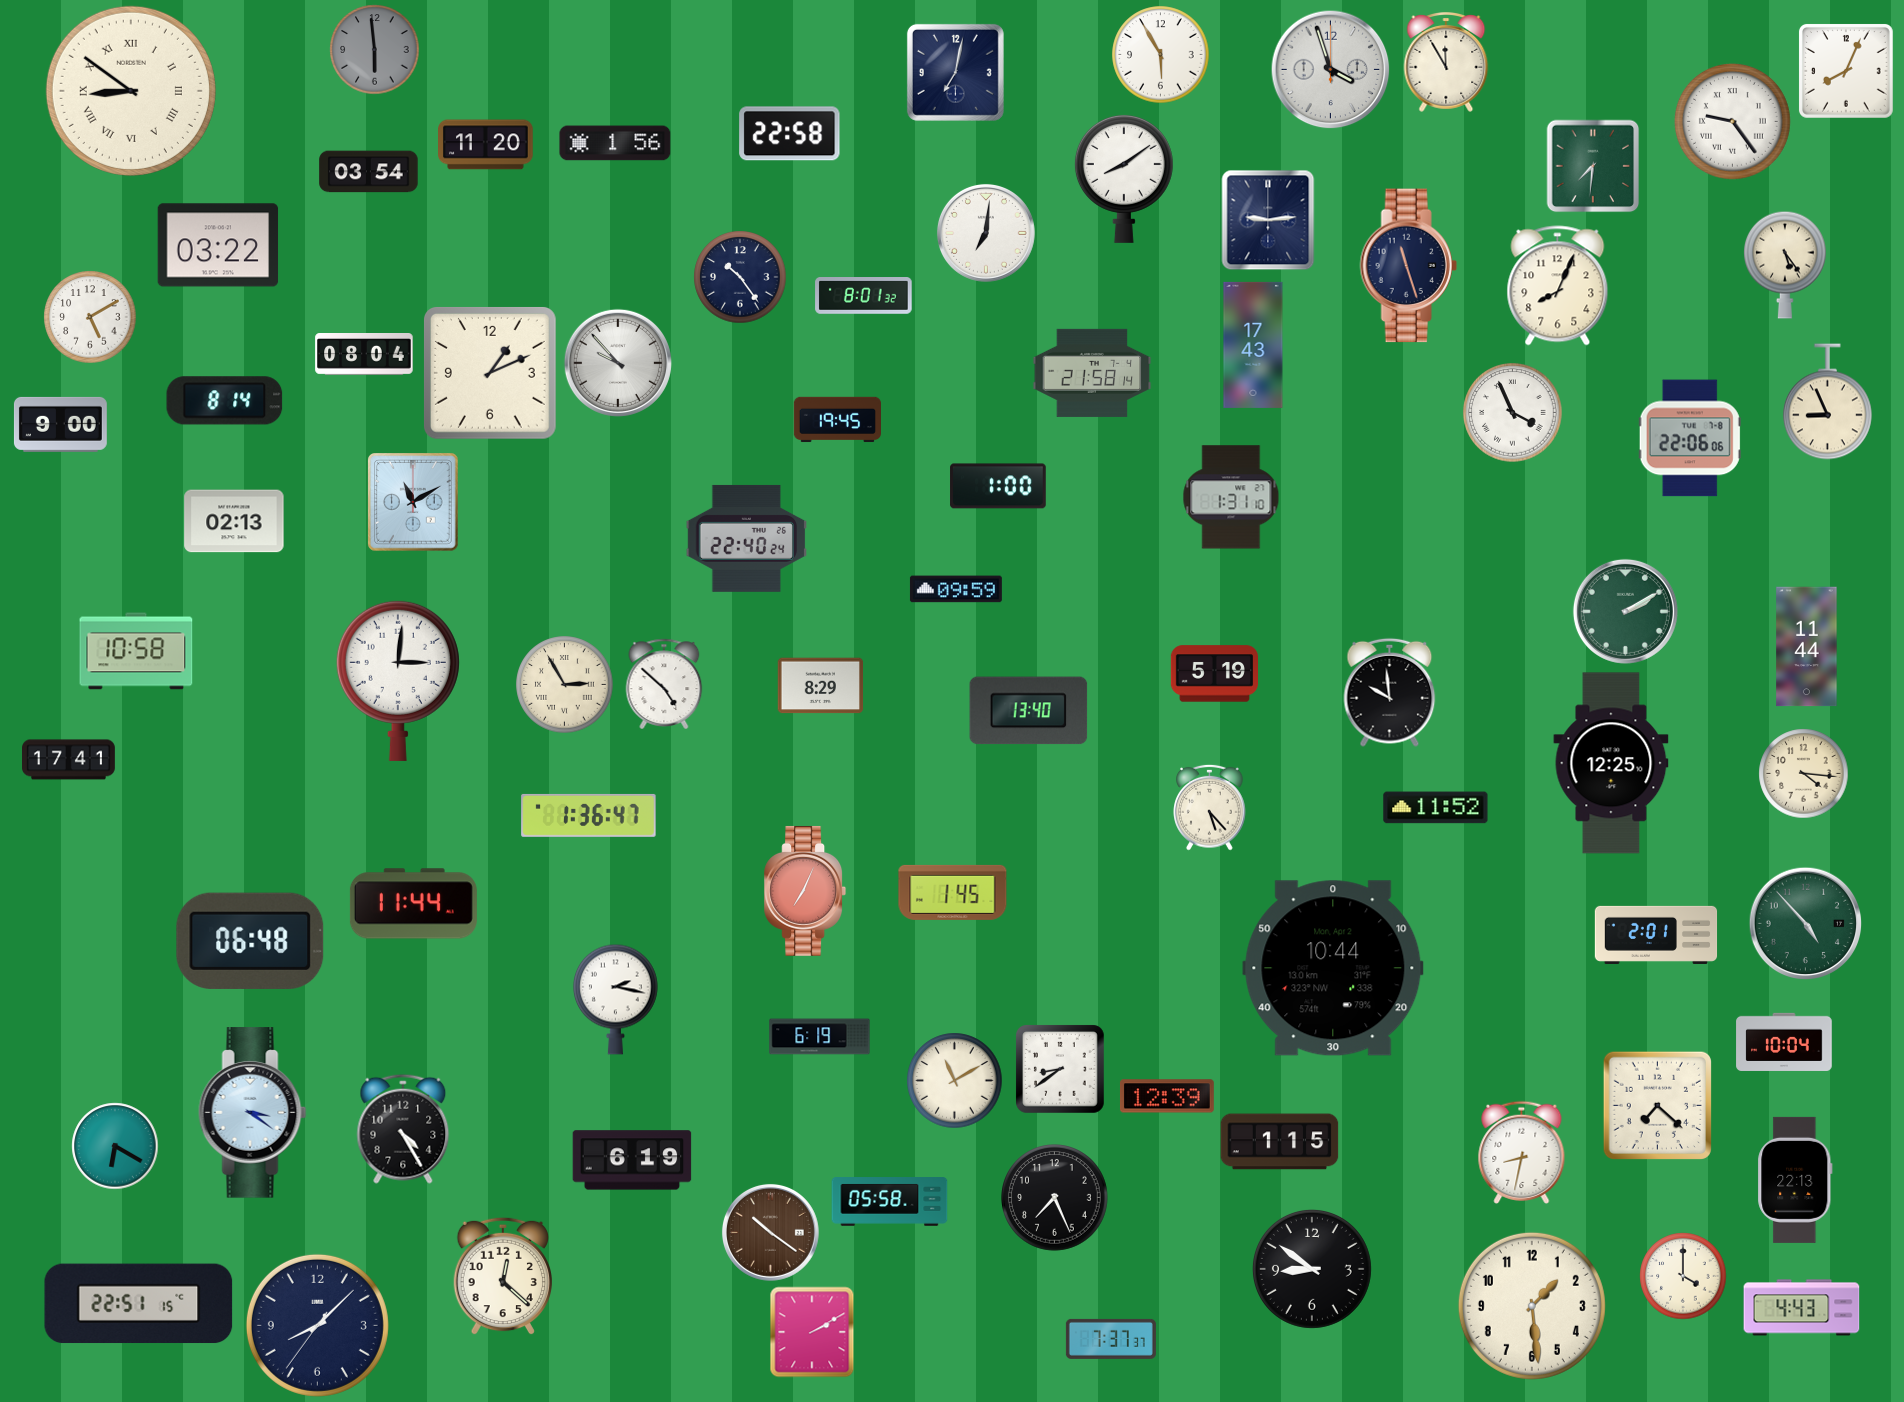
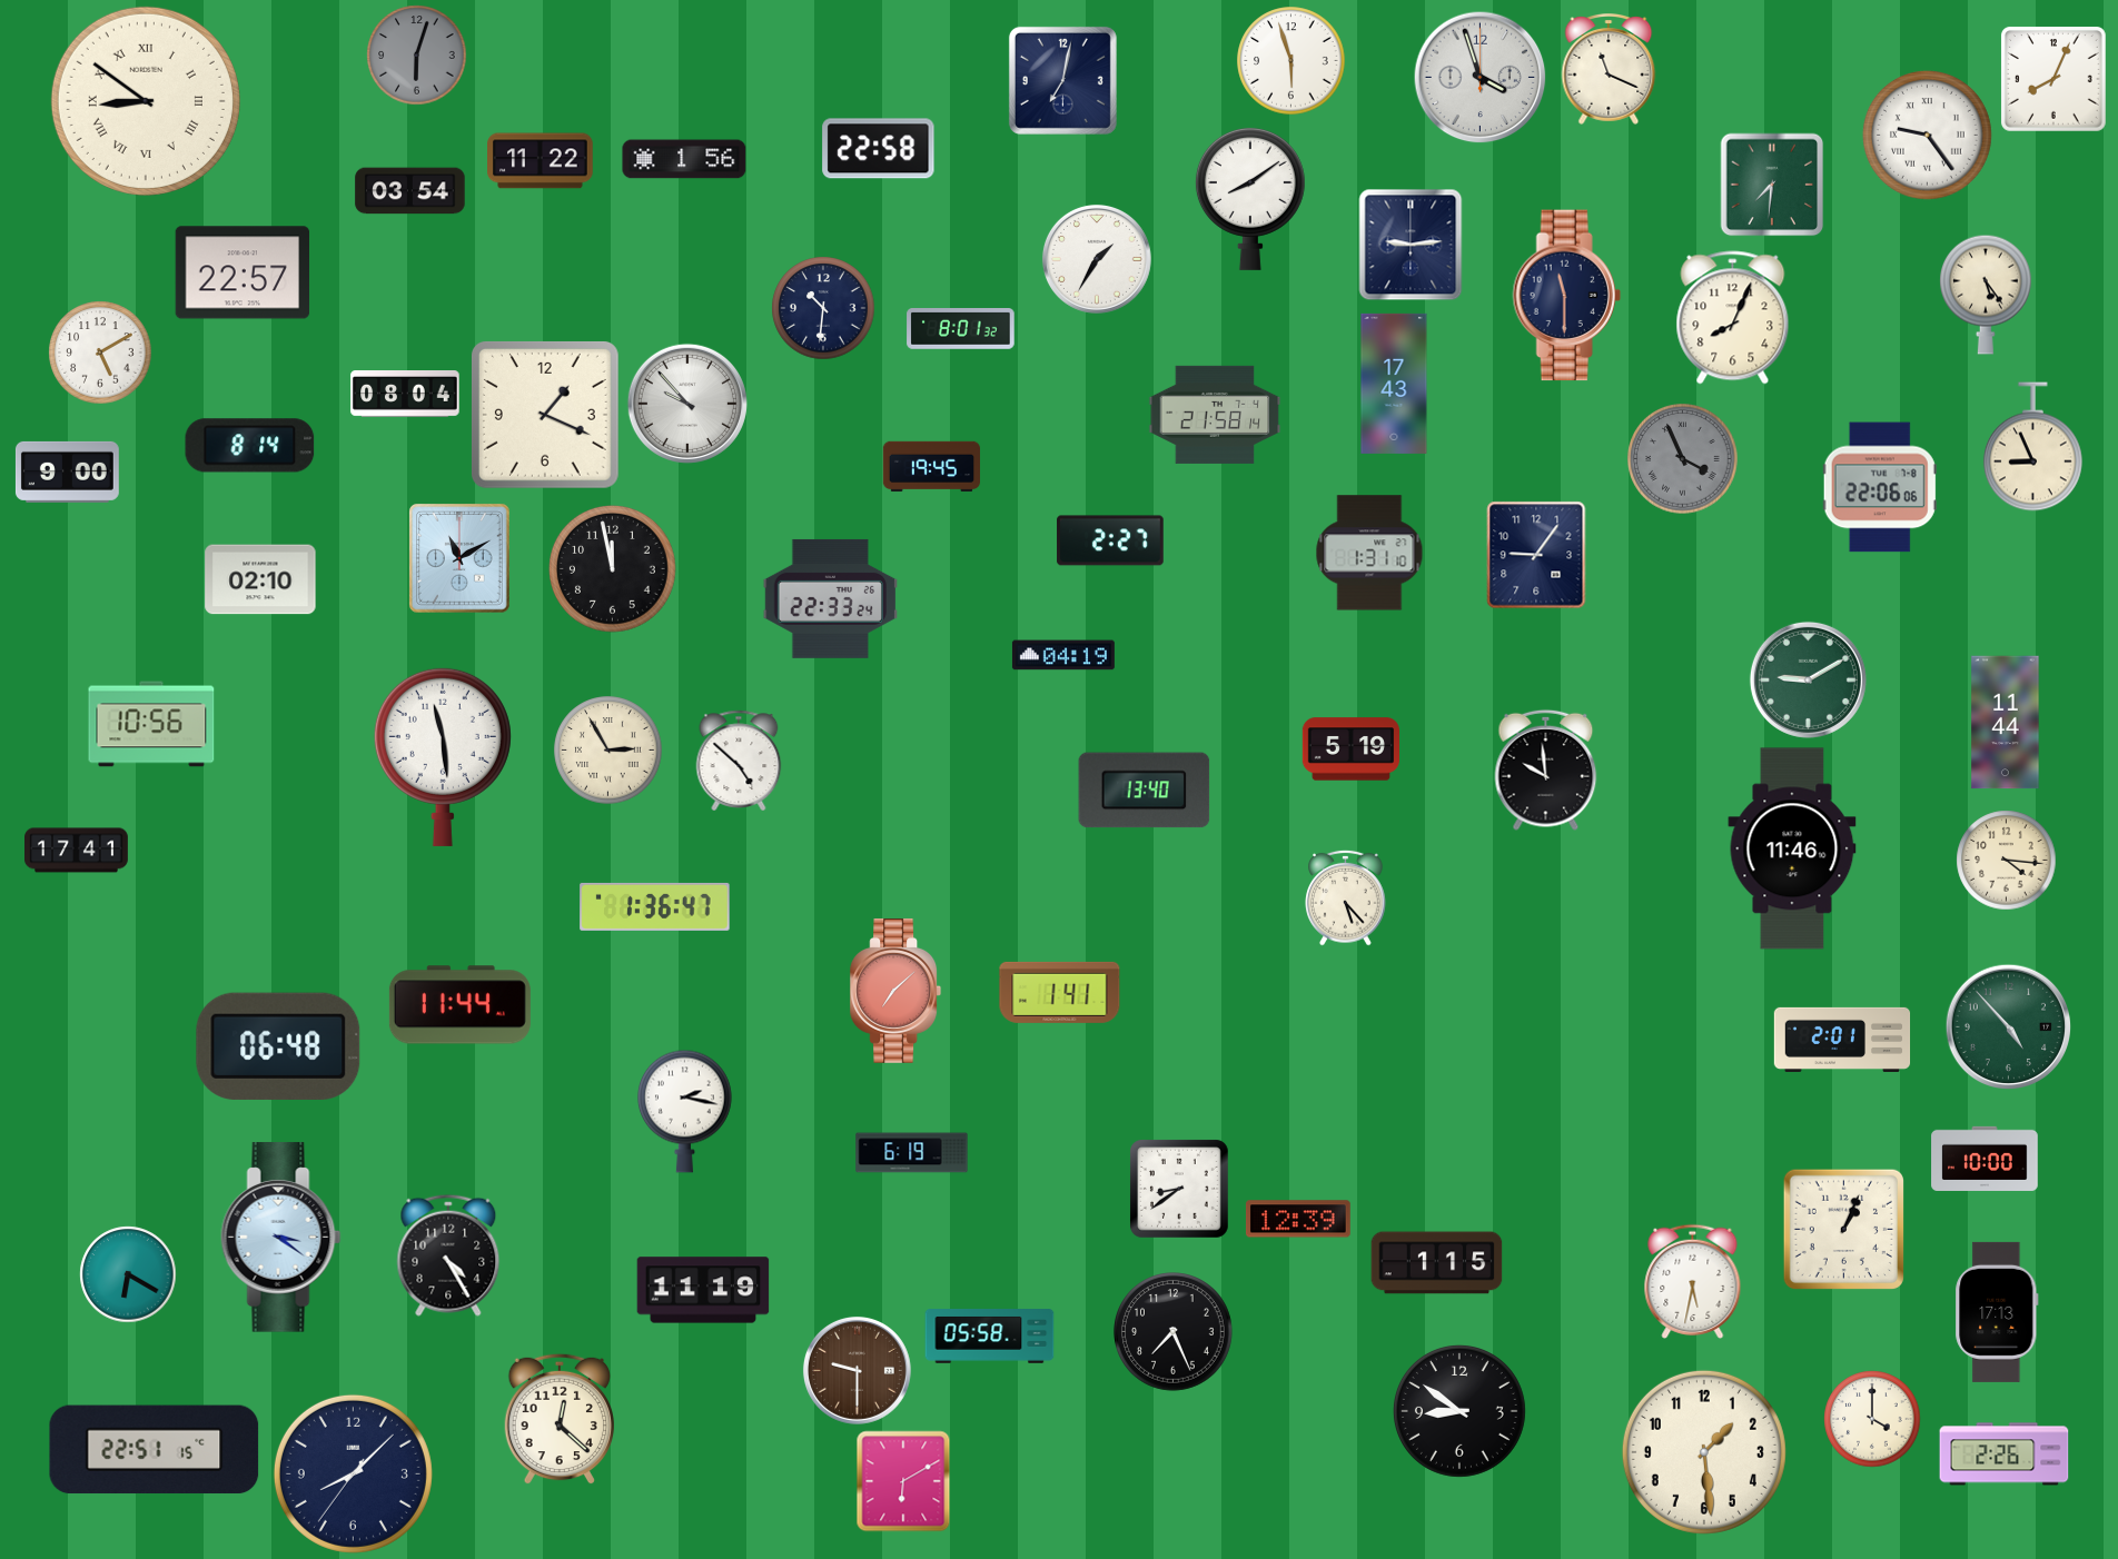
clock at (375, 50): 5:59 -> 6:03
clock at (1161, 55): 5:55 -> 5:57
clock at (1446, 63): 11:55 -> 11:19
clock at (486, 145): 11:20 -> 11:22
clock at (986, 233): 7:01 -> 1:35
clock at (218, 245): 03:22 -> 22:57
clock at (1408, 266): 11:27 -> 11:30
clock at (740, 277): 10:24 -> 10:31
clock at (490, 373): 1:11 -> 1:19
clock at (1513, 413) dial: white -> grey
clock at (998, 486): 1:00 -> 2:27
clock at (1536, 555): none -> 9:06
clock at (613, 569): none -> 11:58
clock at (234, 521): 02:13 -> 02:10
clock at (746, 538): 22:40 -> 22:33
clock at (956, 589): 09:59 -> 04:19
clock at (1625, 611): 2:10 -> 9:10
clock at (1807, 647) position: (1807, 647) -> (2006, 723)
clock at (136, 651): 10:58 -> 10:56
clock at (398, 680): 3:01 -> 11:29
clock at (565, 685) position: (565, 685) -> (608, 751)
clock at (821, 686): 8:29 -> none
clock at (69, 760) position: (69, 760) -> (77, 851)
clock at (1611, 763): 12:25 -> 11:46
clock at (1436, 808): 11:52 -> none
clock at (805, 891): 7:04 -> 7:08
clock at (953, 892): 1:45 -> 1:41
clock at (1333, 968): 10:44 -> none
clock at (1784, 1041): 10:04 -> 10:00
clock at (955, 1081): 11:10 -> none
clock at (1657, 1105): 7:22 -> 1:04
clock at (1280, 1142) position: (1280, 1142) -> (1437, 1263)
clock at (1522, 1152): 8:32 -> 5:32
clock at (632, 1160): 6:19 -> 11:19
clock at (1795, 1180): 22:13 -> 17:13
clock at (770, 1232): 10:21 -> 9:30
clock at (1802, 1308): 4:43 -> 2:26
clock at (812, 1332): 2:10 -> 6:10
clock at (1111, 1339): 7:37 -> none
